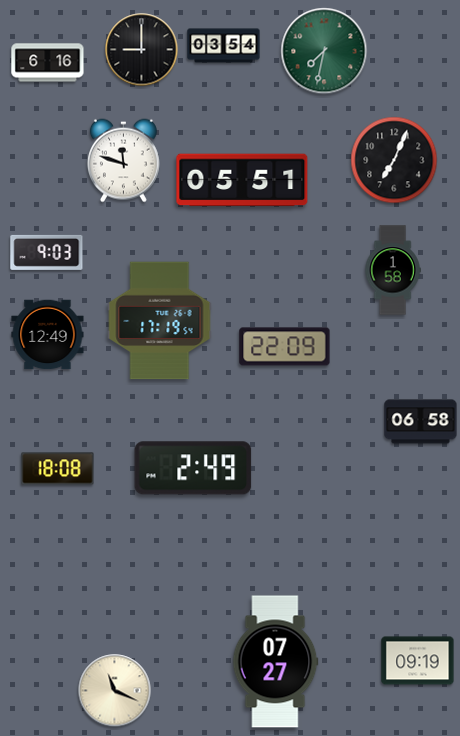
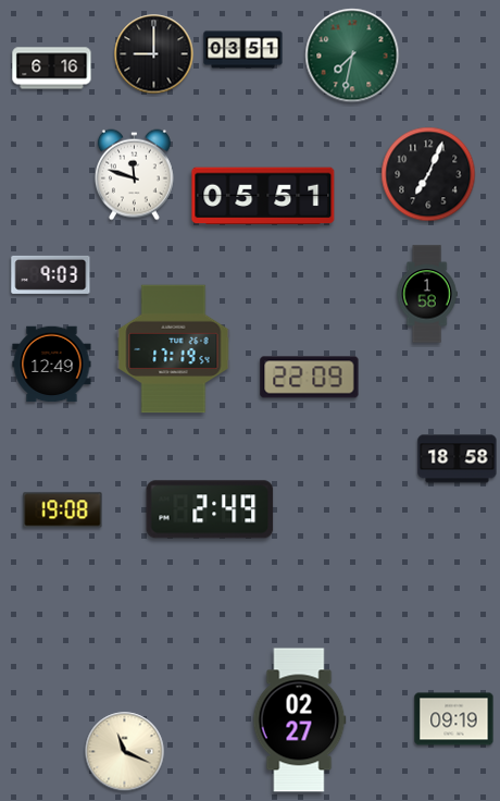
clock at (224, 46): 03:54 -> 03:51
clock at (421, 422): 06:58 -> 18:58
clock at (58, 469): 18:08 -> 19:08
clock at (275, 662): 07:27 -> 02:27
